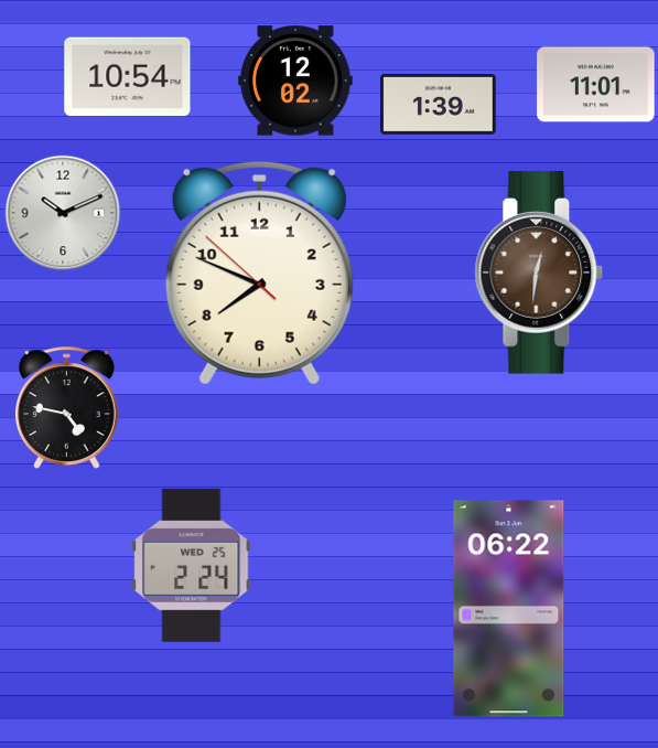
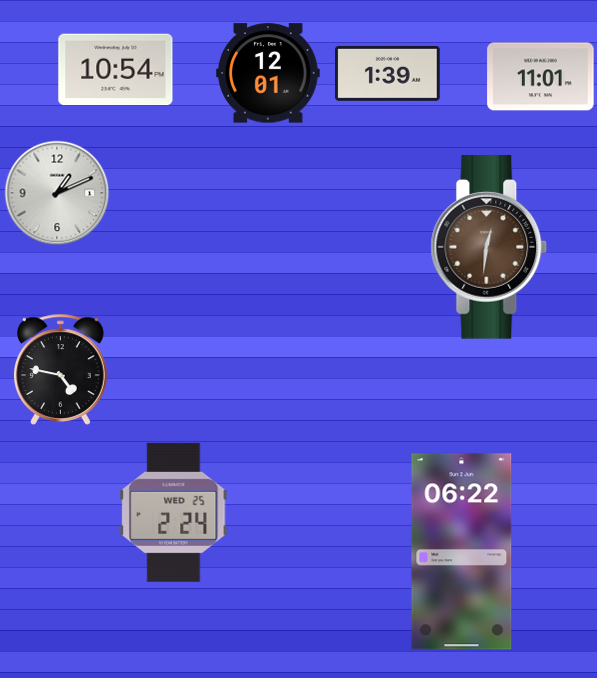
clock at (296, 81): 12:02 -> 12:01
clock at (439, 104) position: (439, 104) -> (388, 73)
clock at (63, 213): 10:11 -> 1:11
clock at (259, 273): 7:48 -> none
